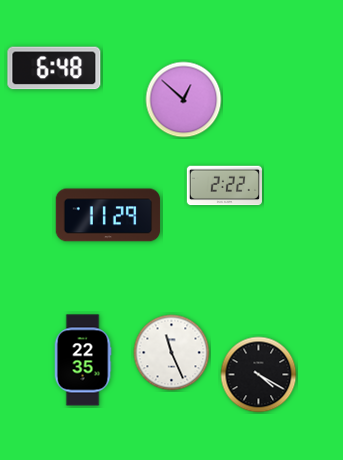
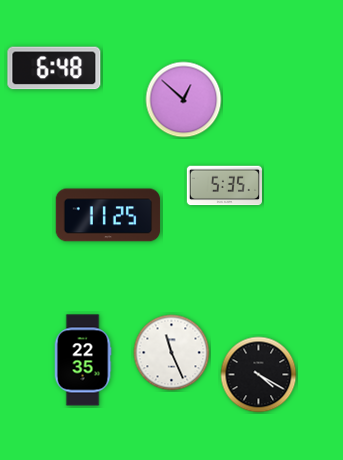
clock at (224, 186): 2:22 -> 5:35
clock at (108, 215): 11:29 -> 11:25
